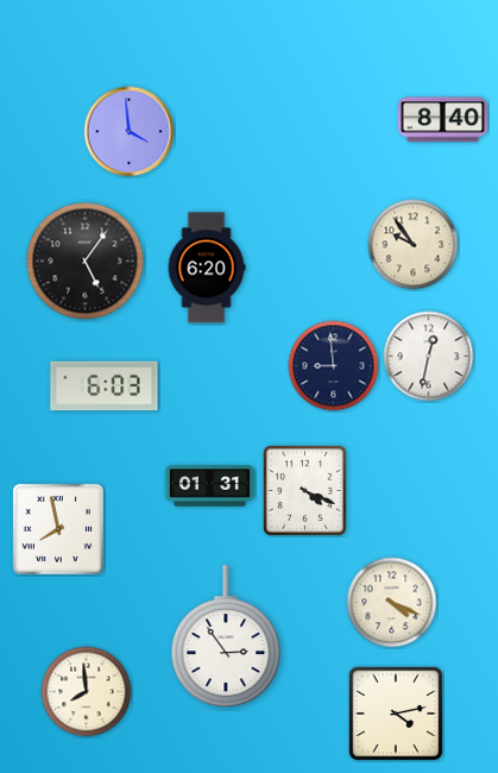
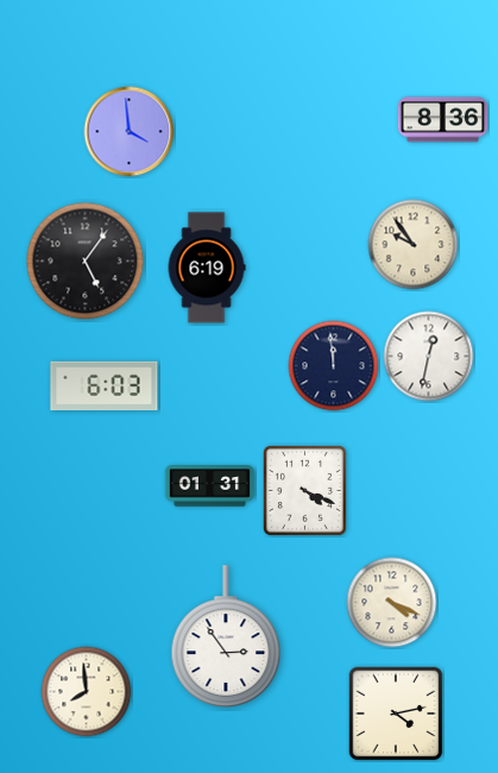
clock at (442, 120): 8:40 -> 8:36
clock at (207, 268): 6:20 -> 6:19
clock at (334, 366): 8:59 -> 11:59
clock at (58, 529): 7:58 -> none
